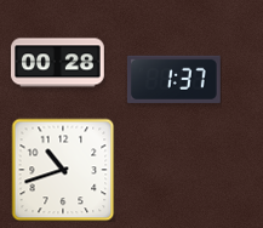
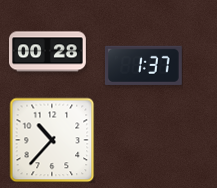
clock at (63, 170): 10:42 -> 10:37
